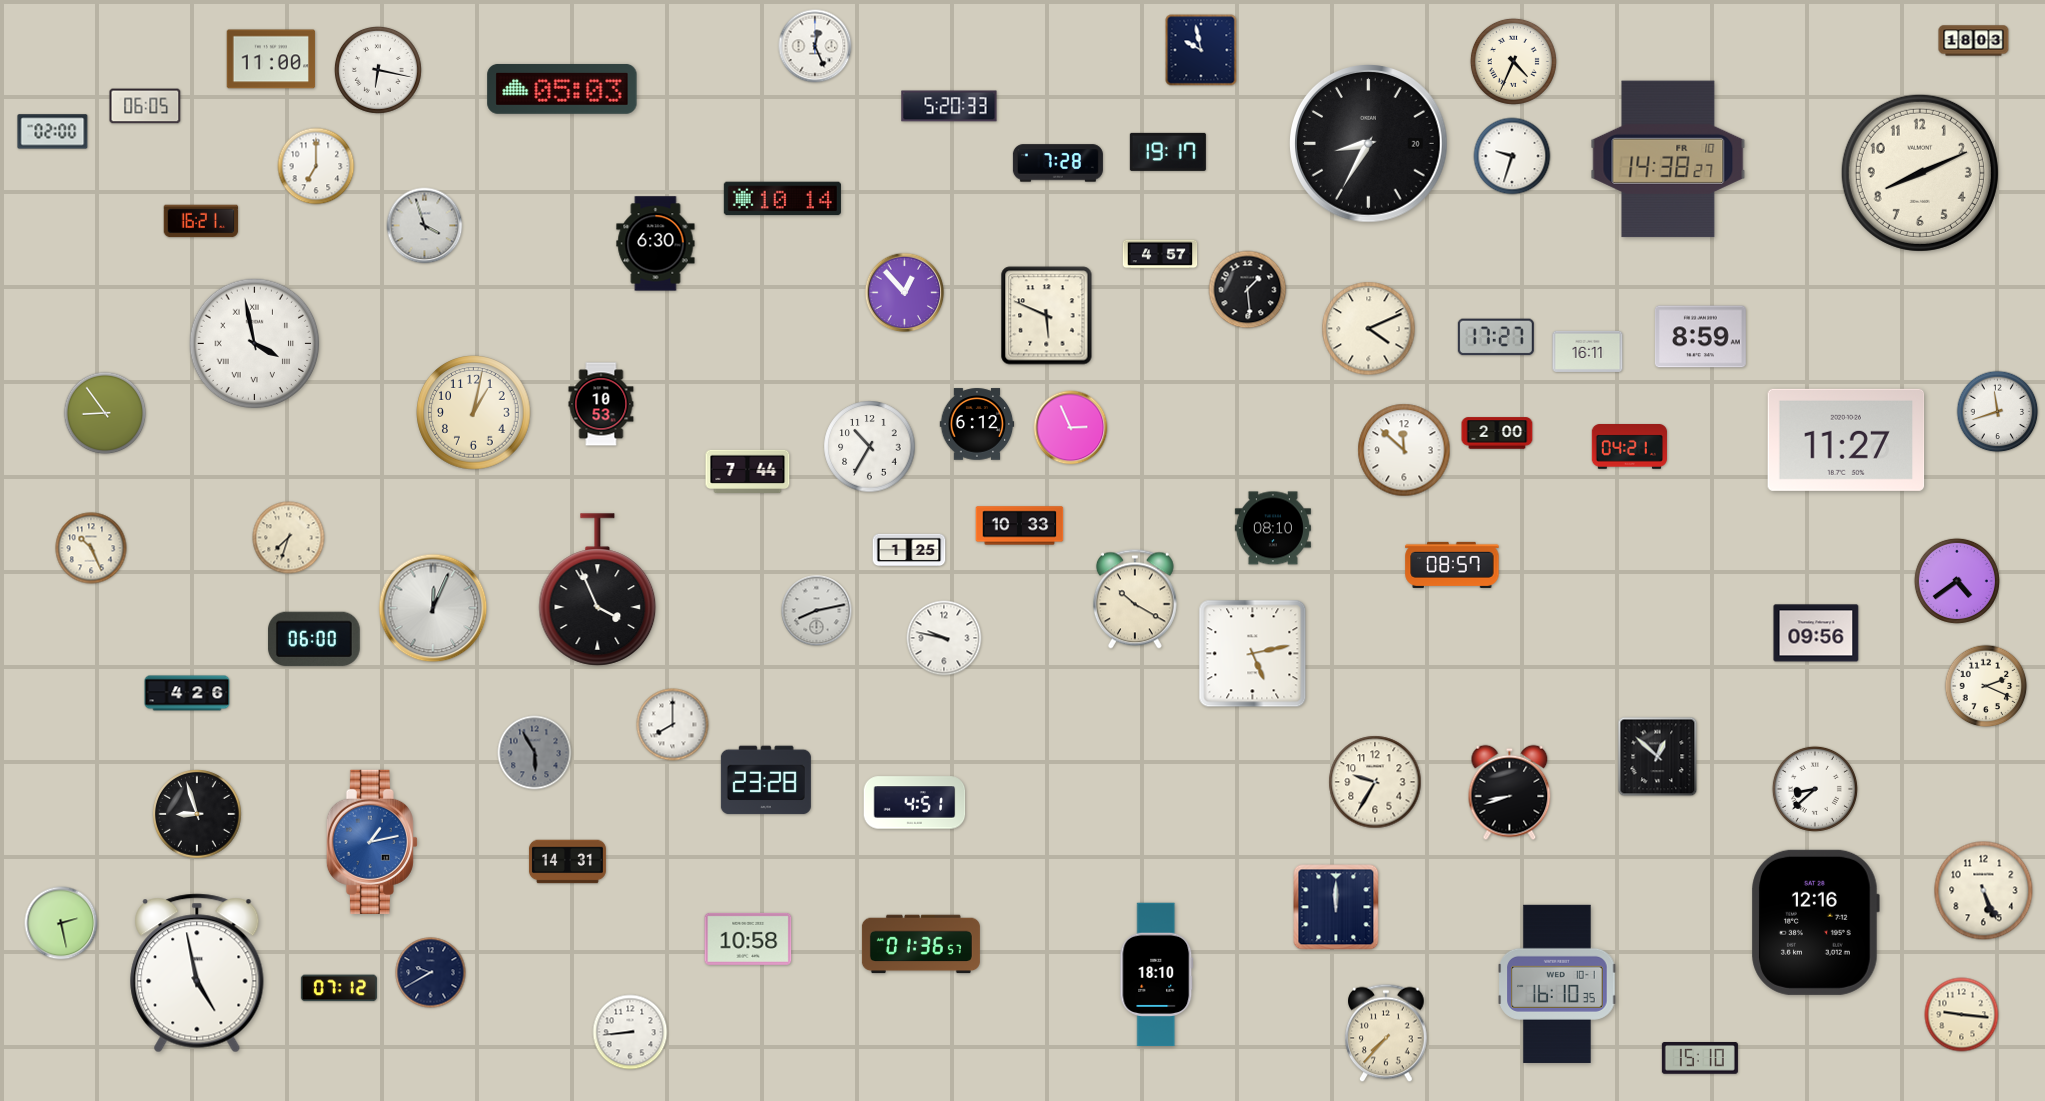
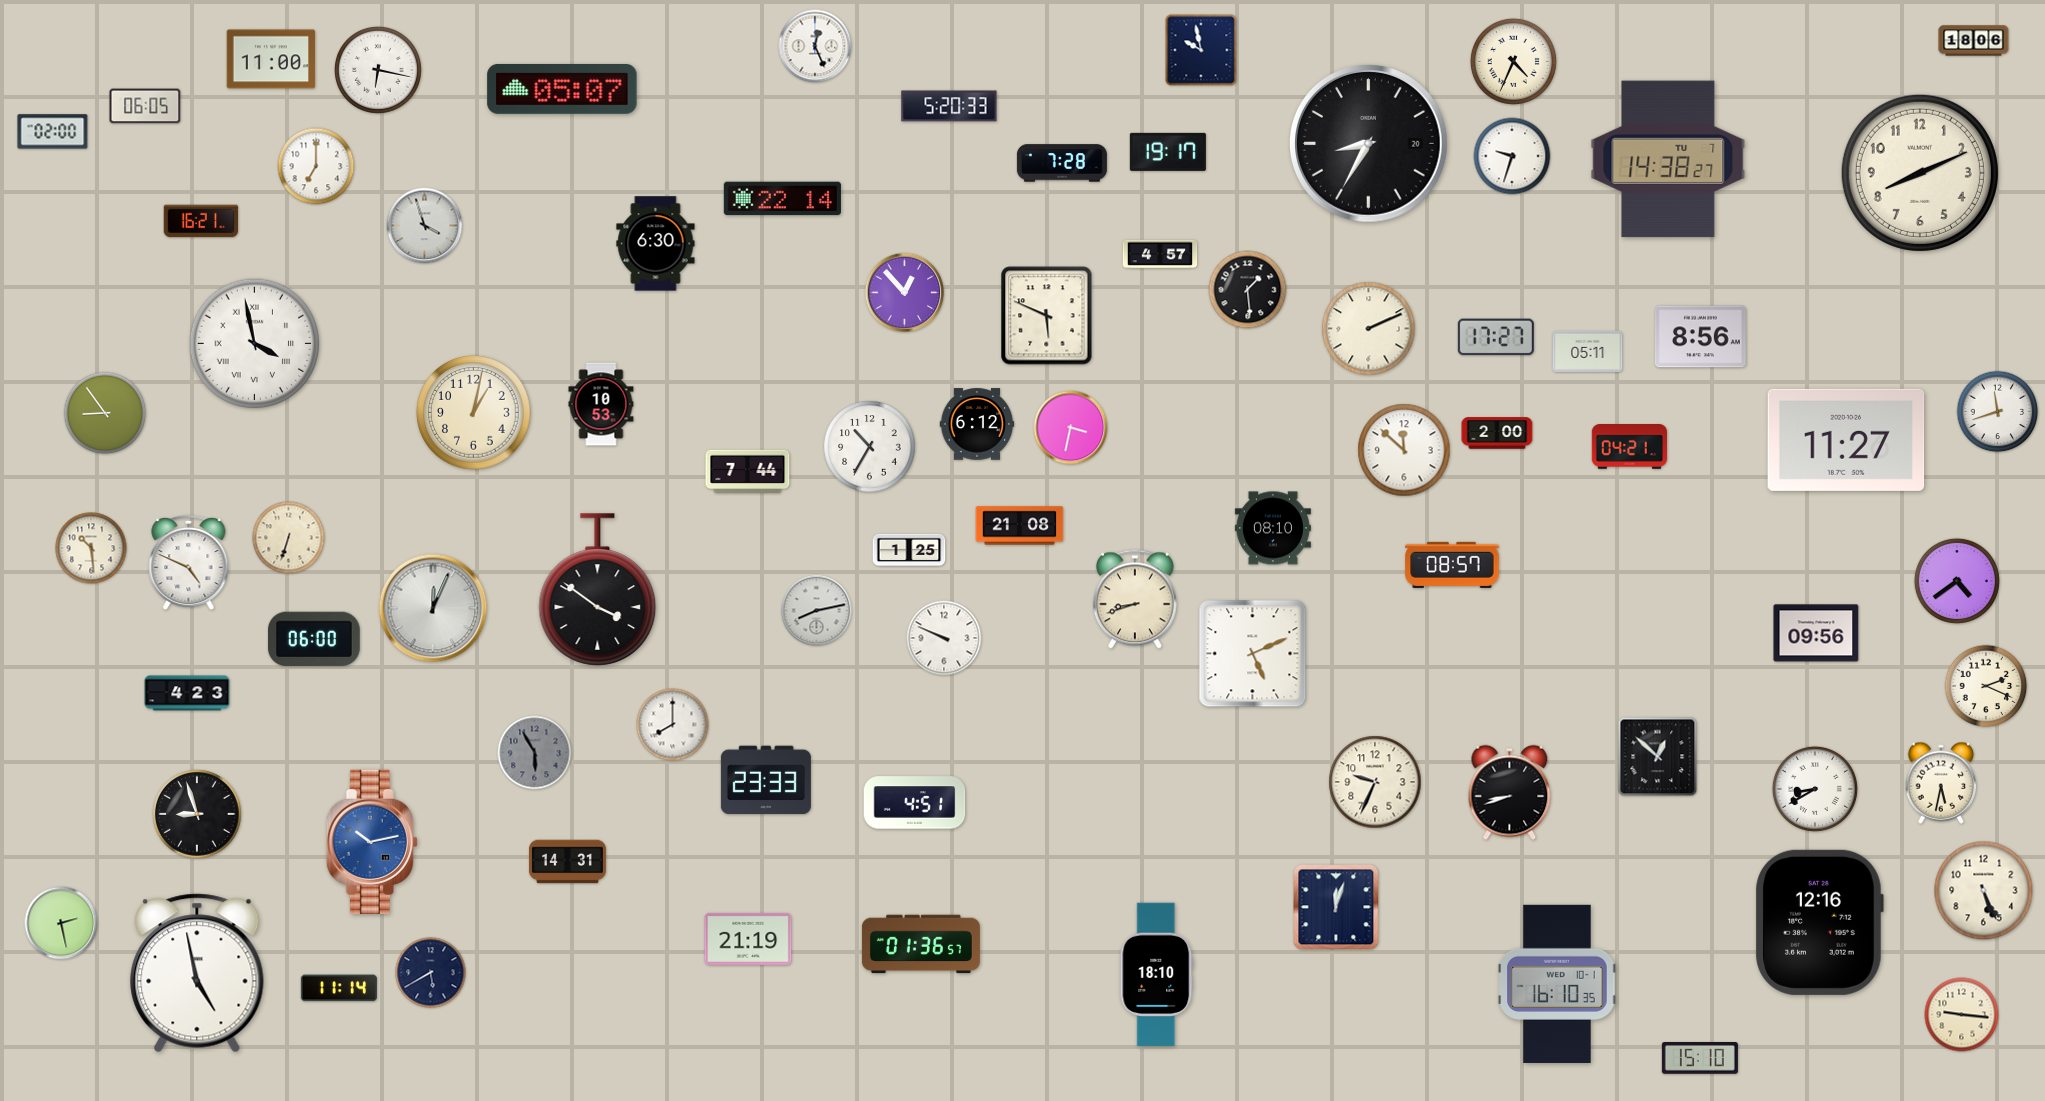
clock at (1974, 41): 18:03 -> 18:06
clock at (562, 89): 05:03 -> 05:07
clock at (1668, 159) date: FR 10 -> TU 7
clock at (1058, 163) position: (1058, 163) -> (1062, 163)
clock at (782, 199): 10:14 -> 22:14
clock at (1369, 329): 4:11 -> 2:11
clock at (1700, 337): 8:59 -> 8:56
clock at (1588, 351): 16:11 -> 05:11
clock at (1071, 428): 2:56 -> 3:32
clock at (1020, 526): 10:33 -> 21:08
clock at (289, 538): 7:33 -> 6:33
clock at (91, 548): 10:26 -> 10:29
clock at (189, 563): none -> 4:49
clock at (598, 590): 3:56 -> 3:51
clock at (1135, 599): 10:20 -> 8:42
clock at (944, 638): 9:47 -> 9:49
clock at (1253, 654): 5:13 -> 5:11
clock at (187, 693): 4:26 -> 4:23
clock at (766, 780): 23:28 -> 23:33
clock at (1375, 782): 9:35 -> 9:34
clock at (1941, 783): none -> 5:32
clock at (1815, 789): 8:38 -> 8:40
clock at (372, 842): 1:13 -> 10:13
clock at (1336, 907): 12:00 -> 12:03
clock at (1815, 922) position: (1815, 922) -> (1819, 922)
clock at (748, 939): 10:58 -> 21:19
clock at (431, 973): 9:40 -> 5:40
clock at (339, 988): 07:12 -> 11:14
clock at (630, 1032): 8:44 -> none
clock at (1386, 1033): 7:37 -> none
